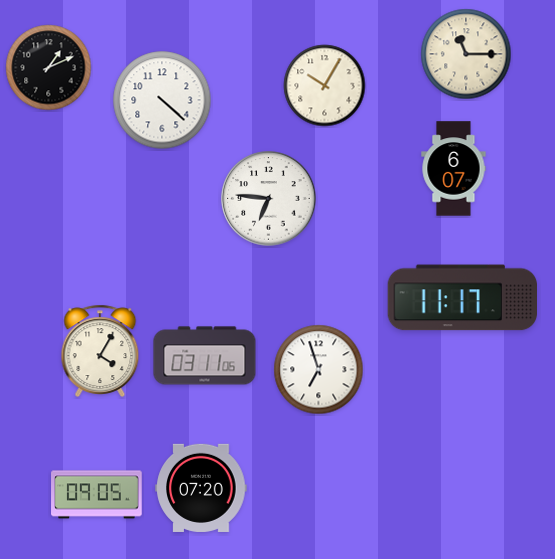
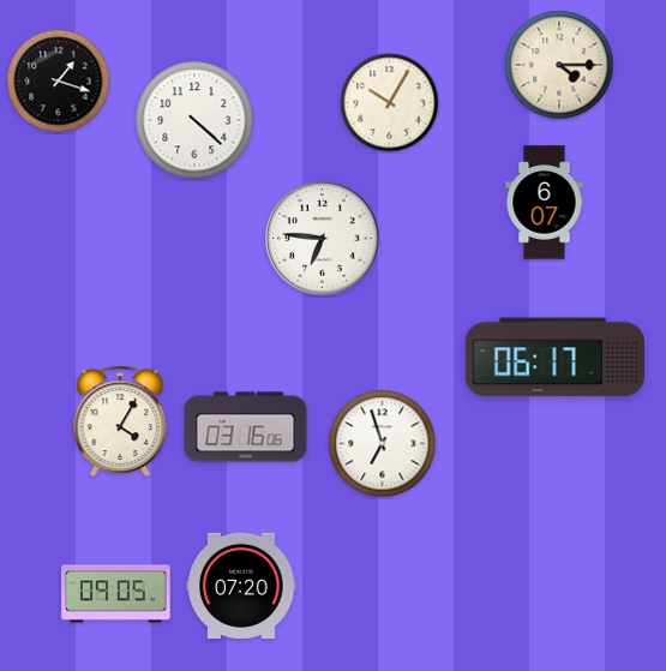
clock at (466, 54): 11:15 -> 4:15
clock at (49, 68): 1:11 -> 1:18
clock at (462, 298): 11:17 -> 06:17
clock at (205, 356): 03:11 -> 03:16
